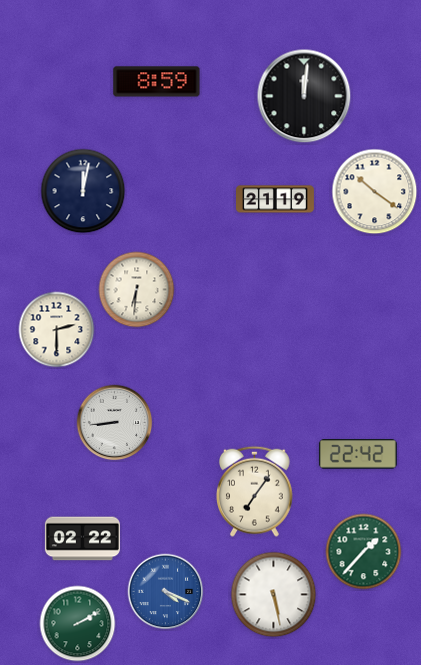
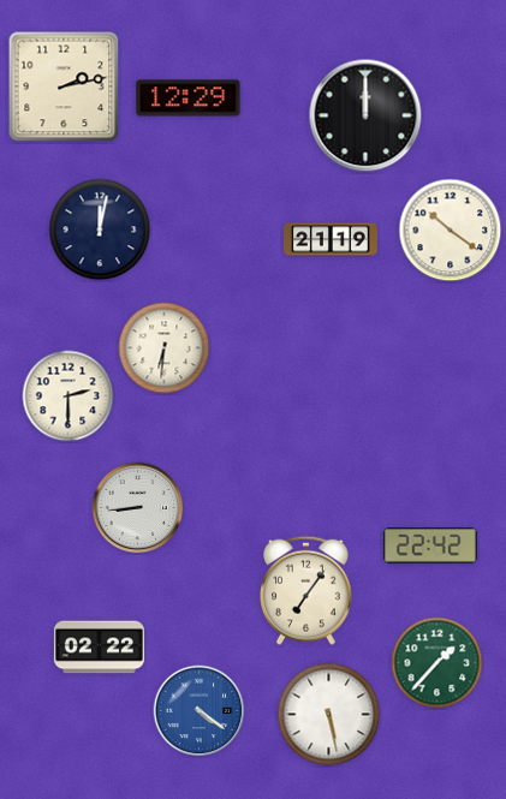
clock at (64, 87): none -> 2:13
clock at (157, 82): 8:59 -> 12:29
clock at (304, 96): 12:01 -> 12:00
clock at (166, 592): 4:19 -> 4:21
clock at (78, 624): 2:10 -> none
